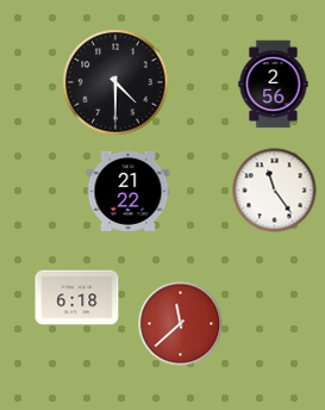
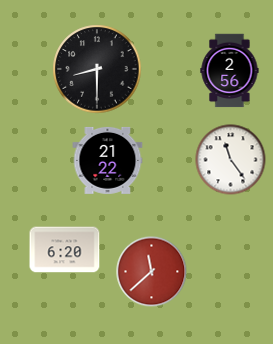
clock at (115, 82): 4:30 -> 8:30
clock at (77, 298): 6:18 -> 6:20
